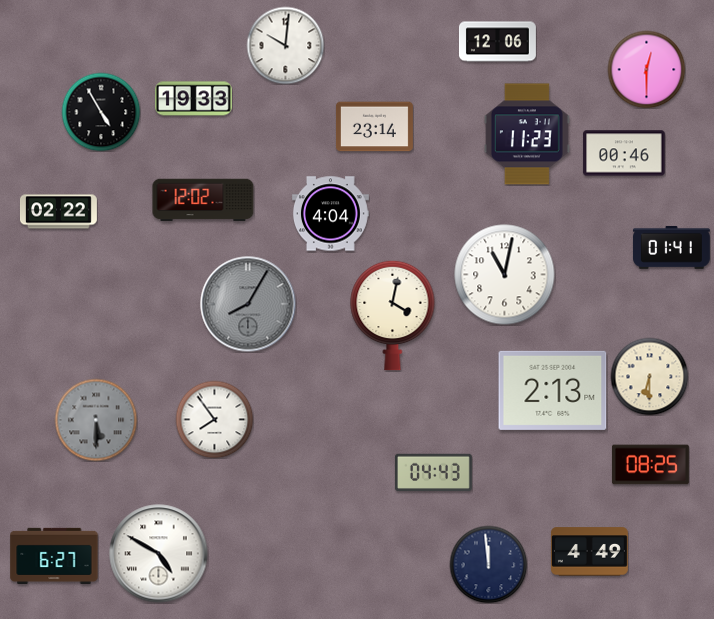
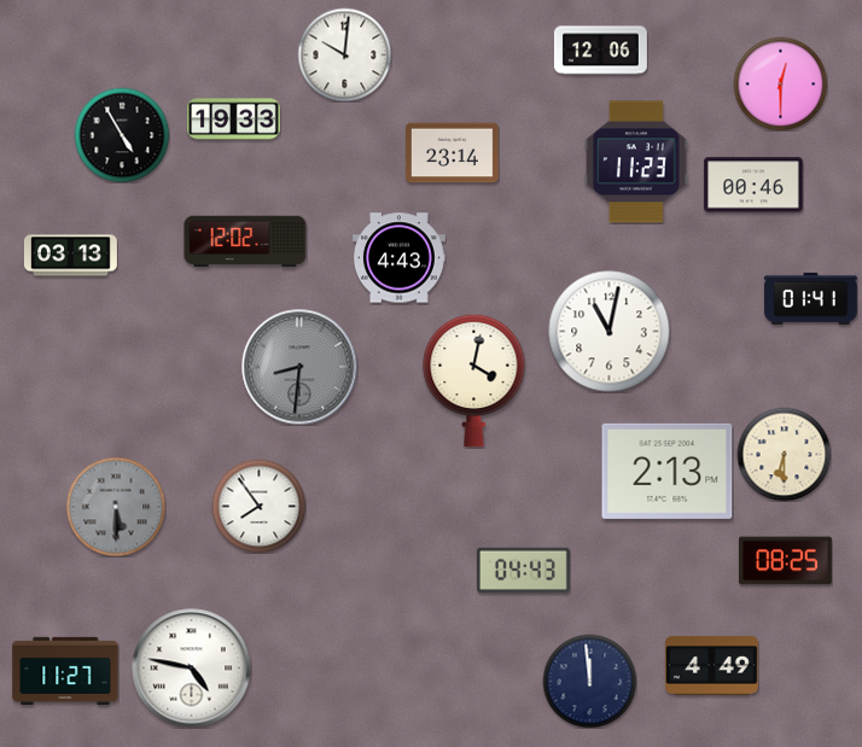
clock at (58, 212): 02:22 -> 03:13
clock at (330, 214): 4:04 -> 4:43
clock at (248, 304): 8:05 -> 8:31
clock at (159, 554): 4:50 -> 4:47
clock at (54, 555): 6:27 -> 11:27
